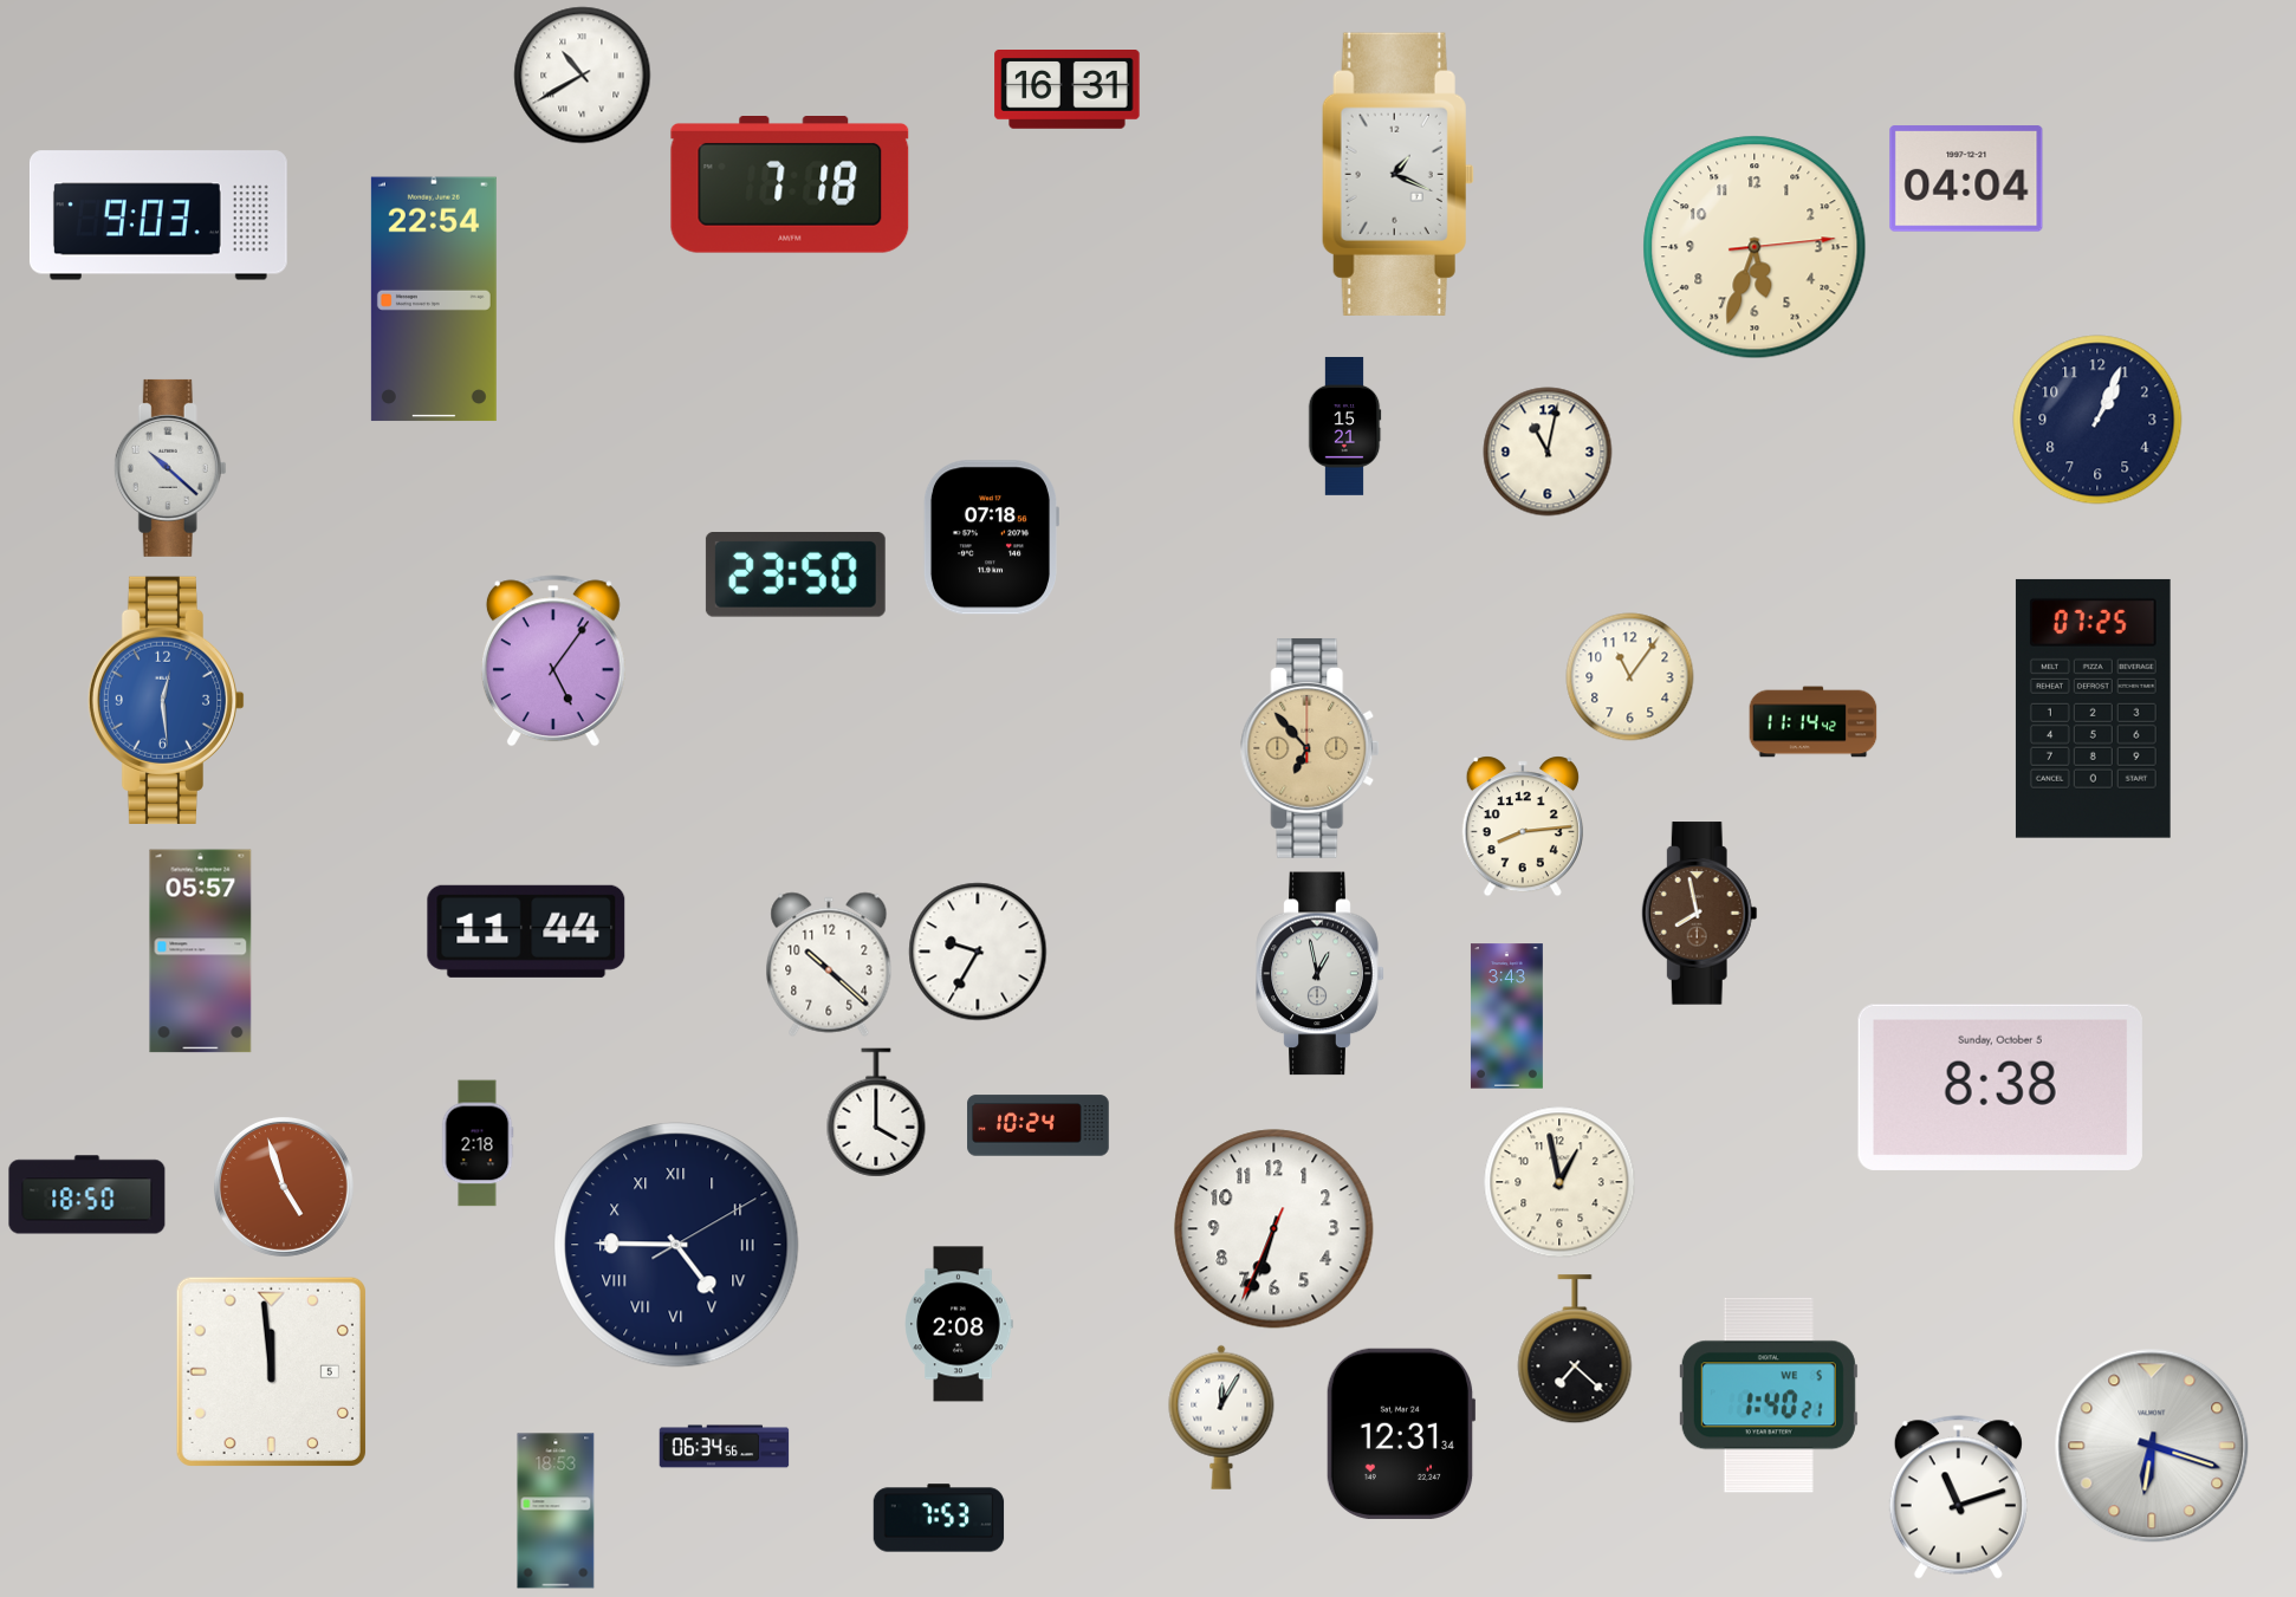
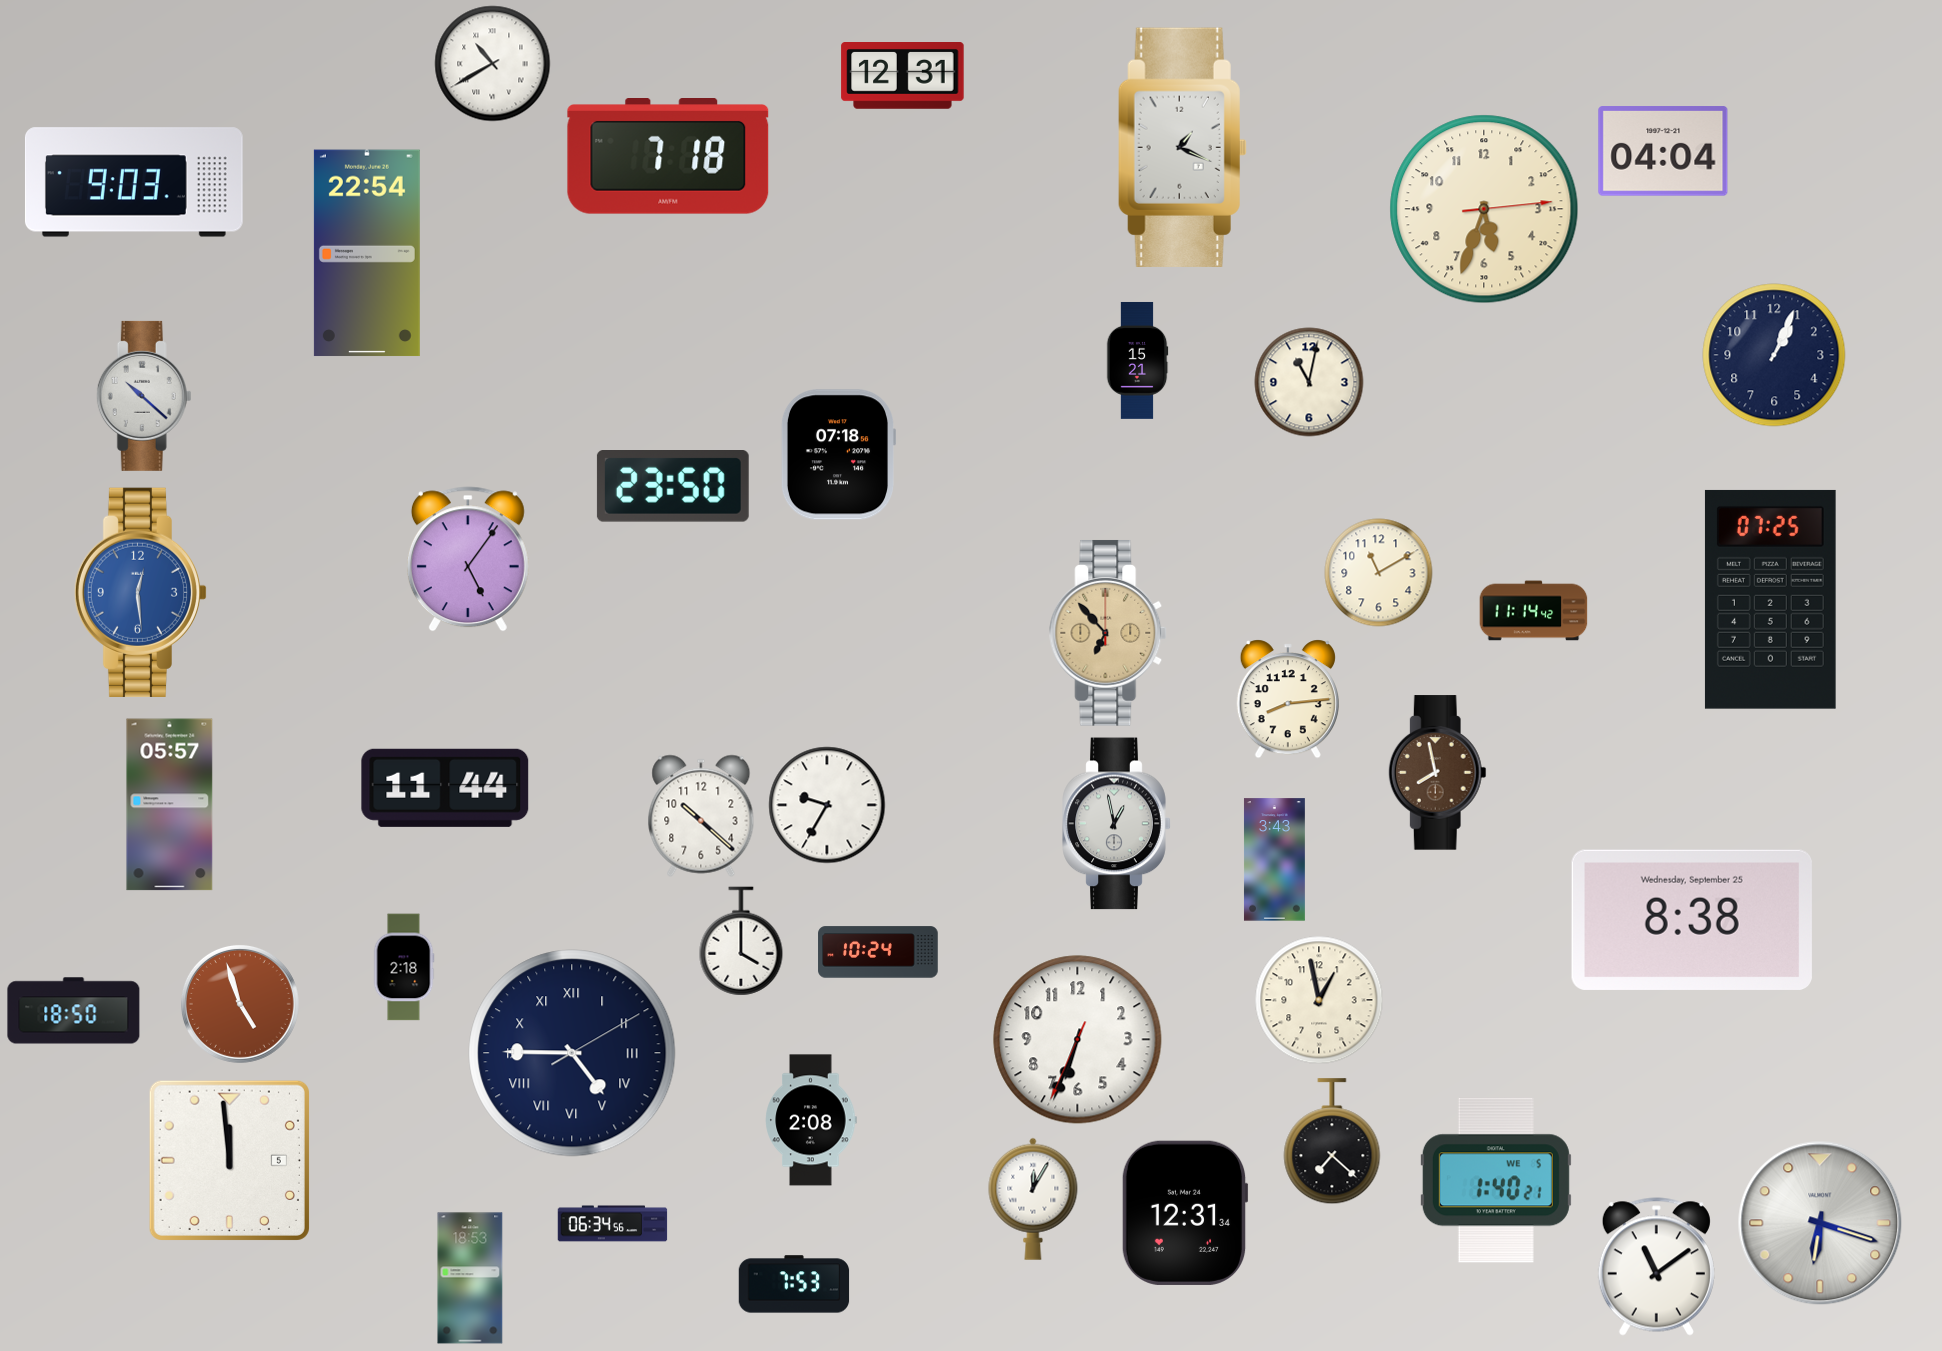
clock at (1068, 90): 16:31 -> 12:31
clock at (1630, 677): 11:06 -> 11:10
clock at (2000, 1088) date: Sunday, October 5 -> Wednesday, September 25
clock at (1958, 1498): 11:12 -> 11:09
